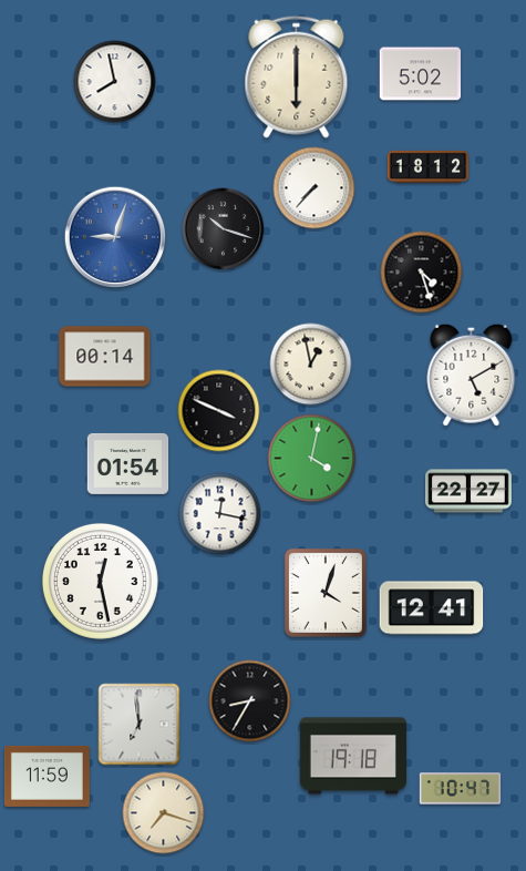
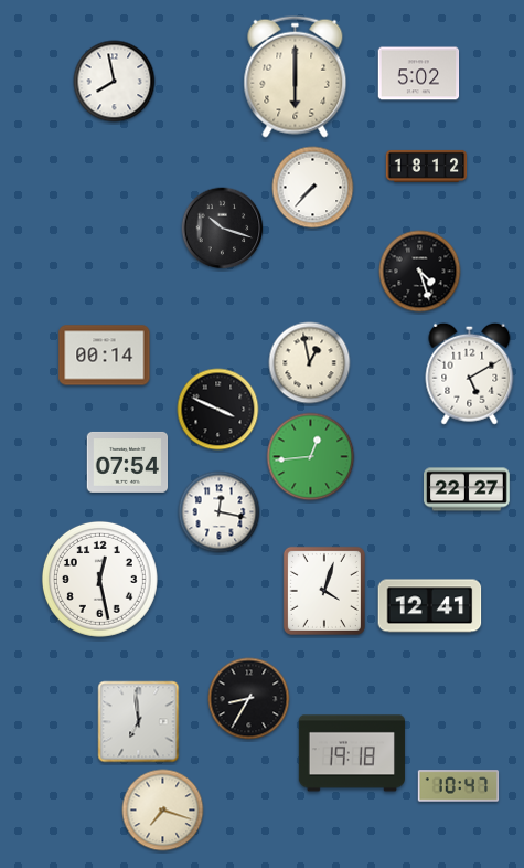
clock at (115, 237): 9:03 -> none
clock at (312, 459): 4:02 -> 12:44
clock at (128, 463): 01:54 -> 07:54
clock at (47, 776): 11:59 -> none
